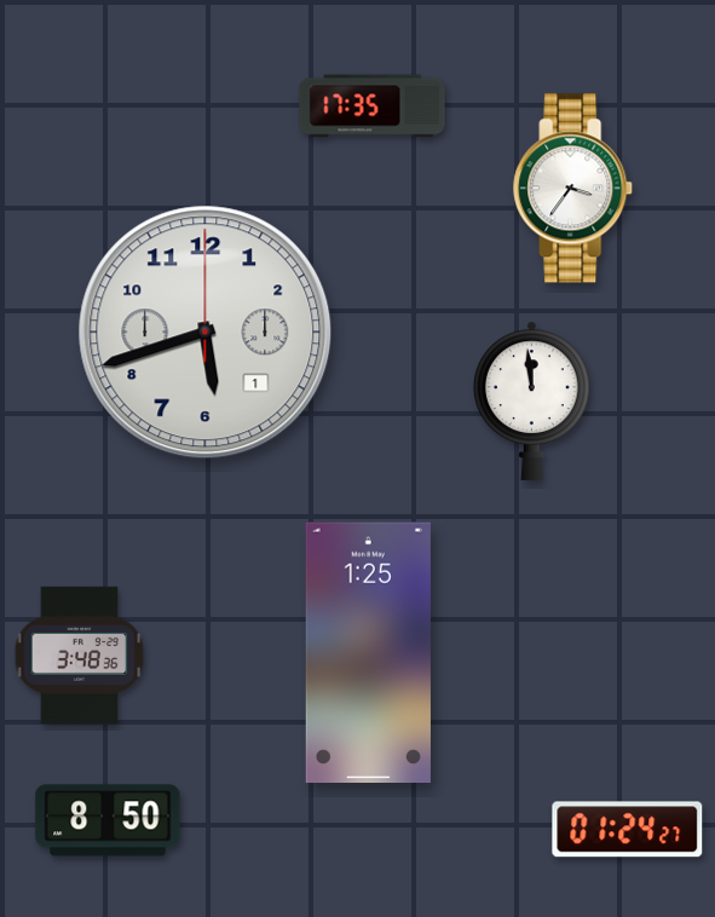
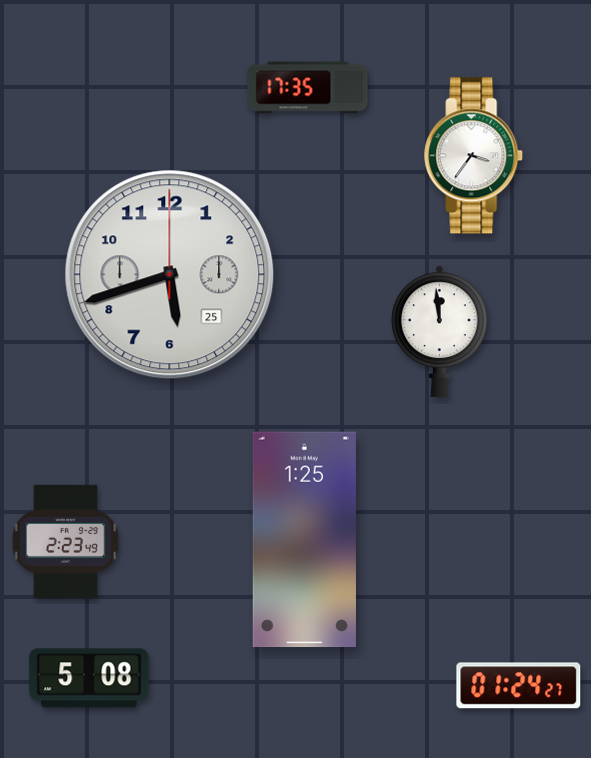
clock at (206, 333) date: 1 -> 25
clock at (80, 654): 3:48 -> 2:23
clock at (108, 820): 8:50 -> 5:08
